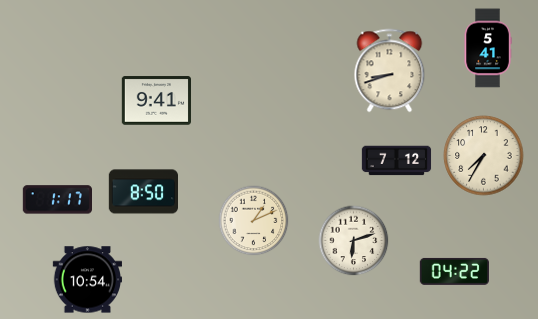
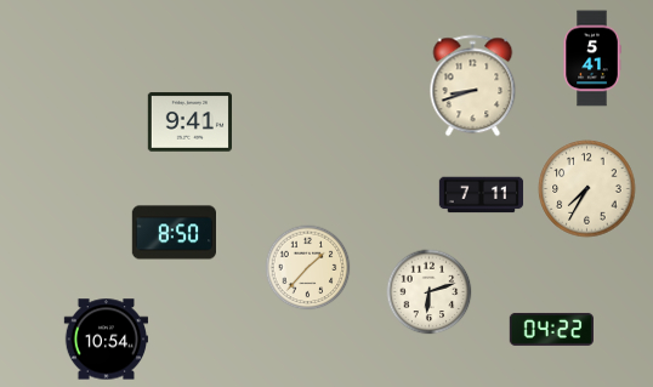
clock at (397, 161): 7:12 -> 7:11
clock at (57, 200): 1:17 -> none
clock at (254, 221): 1:11 -> 1:37
